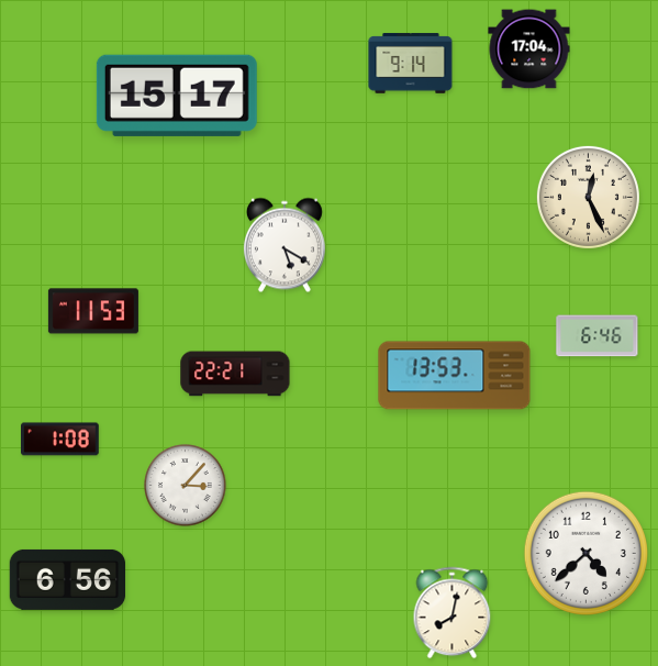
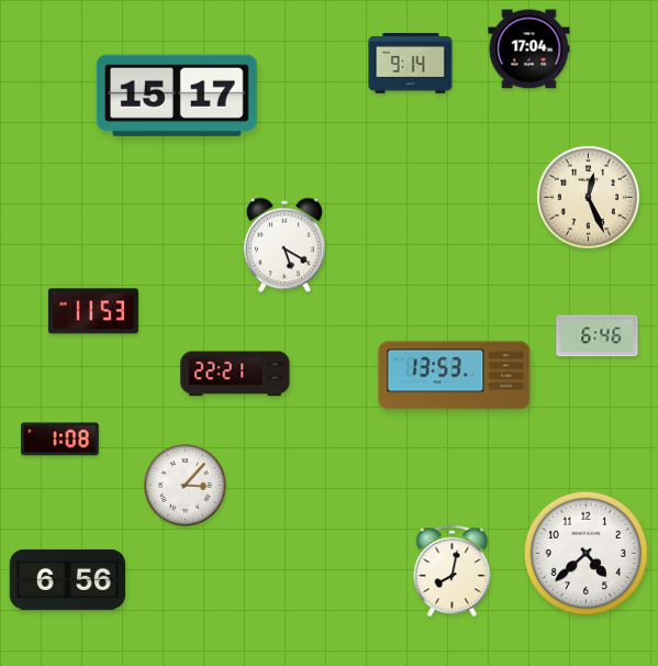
clock at (453, 613) position: (453, 613) -> (453, 571)
